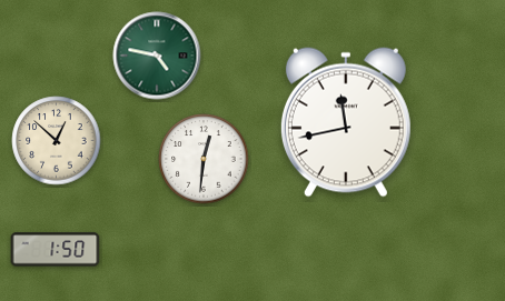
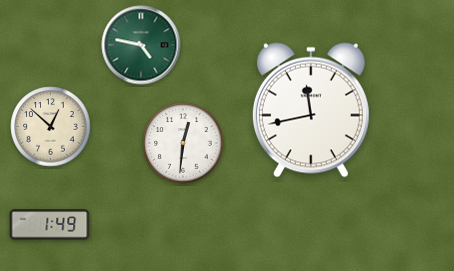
clock at (157, 56) position: (157, 56) -> (141, 45)
clock at (56, 250): 1:50 -> 1:49
